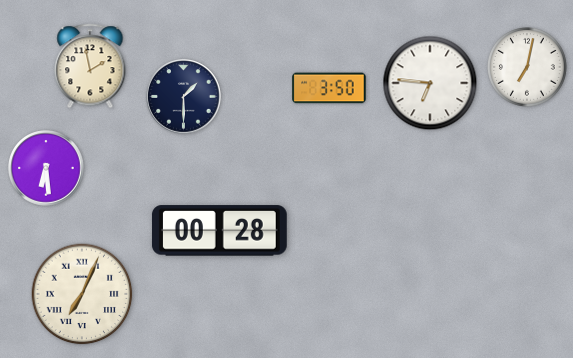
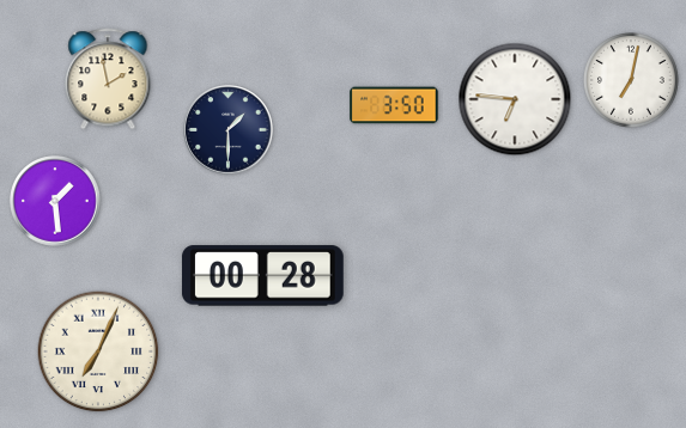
clock at (184, 97) position: (184, 97) -> (229, 130)
clock at (46, 168): 6:29 -> 1:29
